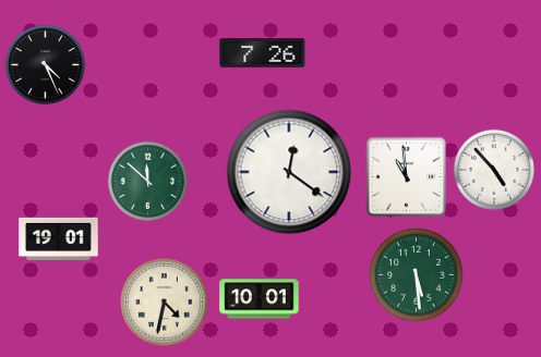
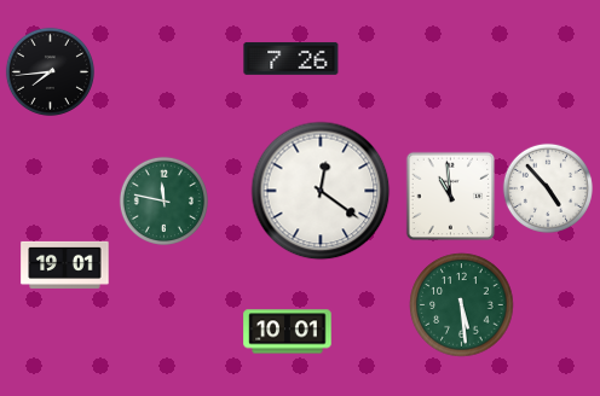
clock at (45, 64): 4:26 -> 7:44
clock at (147, 181): 11:52 -> 11:47
clock at (165, 303): 4:32 -> none
